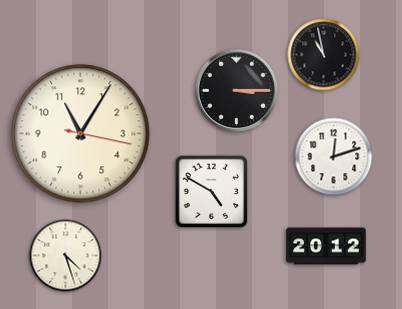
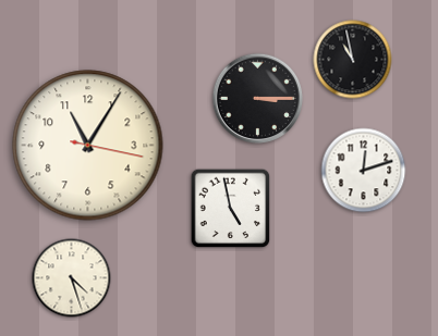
clock at (212, 192): 4:50 -> 4:58
clock at (326, 246): 20:12 -> none
